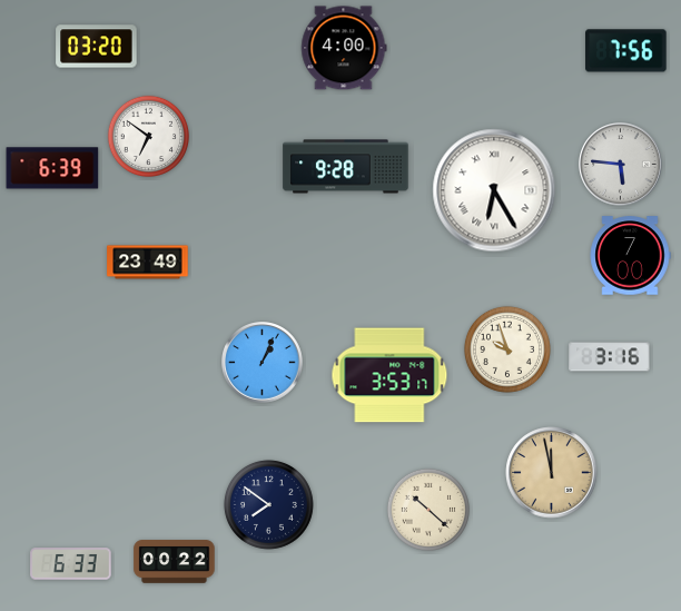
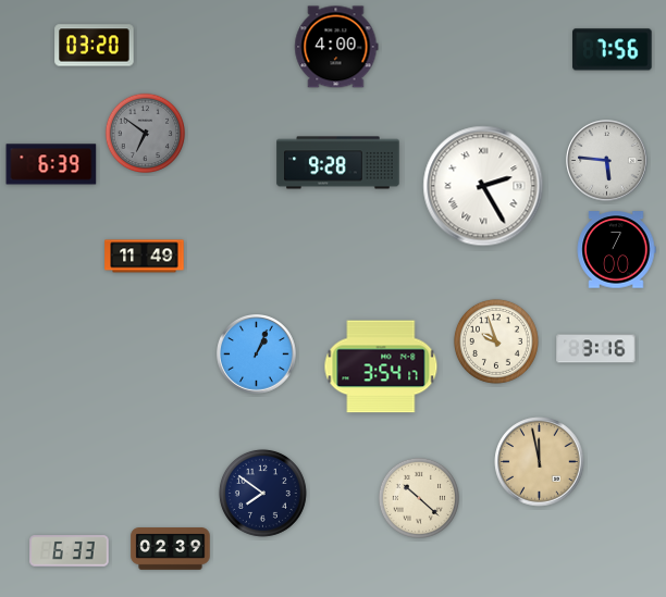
clock at (148, 136) dial: white -> grey
clock at (494, 190): 6:25 -> 2:25
clock at (148, 263): 23:49 -> 11:49
clock at (389, 375): 3:53 -> 3:54
clock at (175, 562): 00:22 -> 02:39
